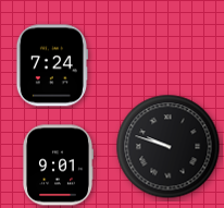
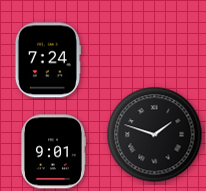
clock at (169, 147): 9:48 -> 1:48
